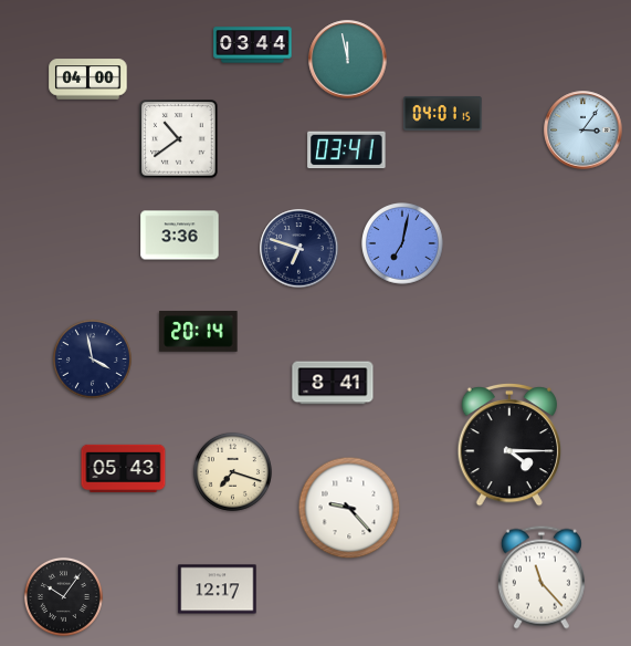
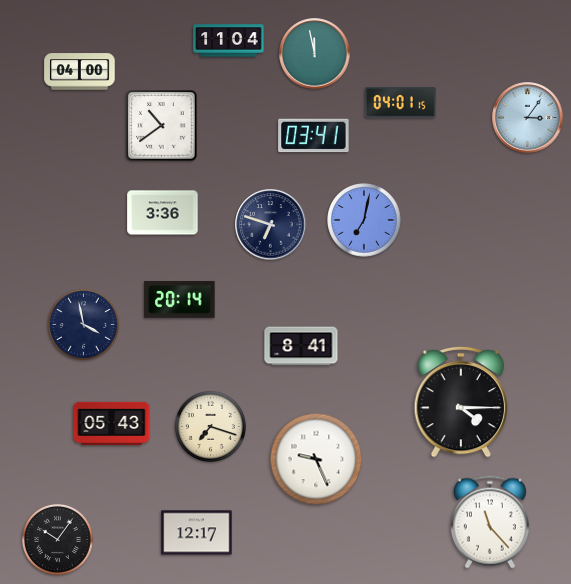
clock at (253, 45): 03:44 -> 11:04
clock at (349, 508): 9:23 -> 9:26
